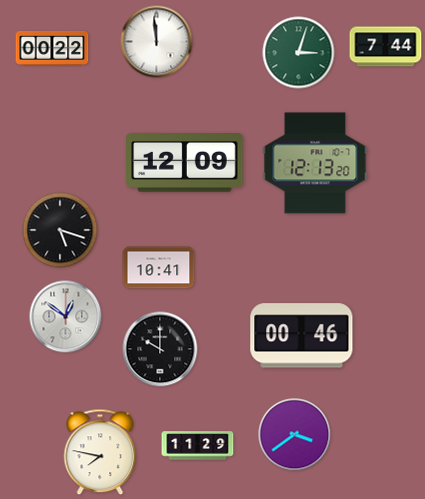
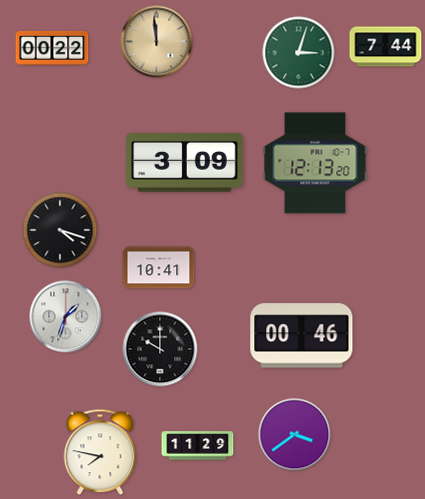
clock at (157, 42) dial: white -> champagne
clock at (185, 163): 12:09 -> 3:09
clock at (60, 230): 5:18 -> 4:18
clock at (66, 317): 12:51 -> 1:33
